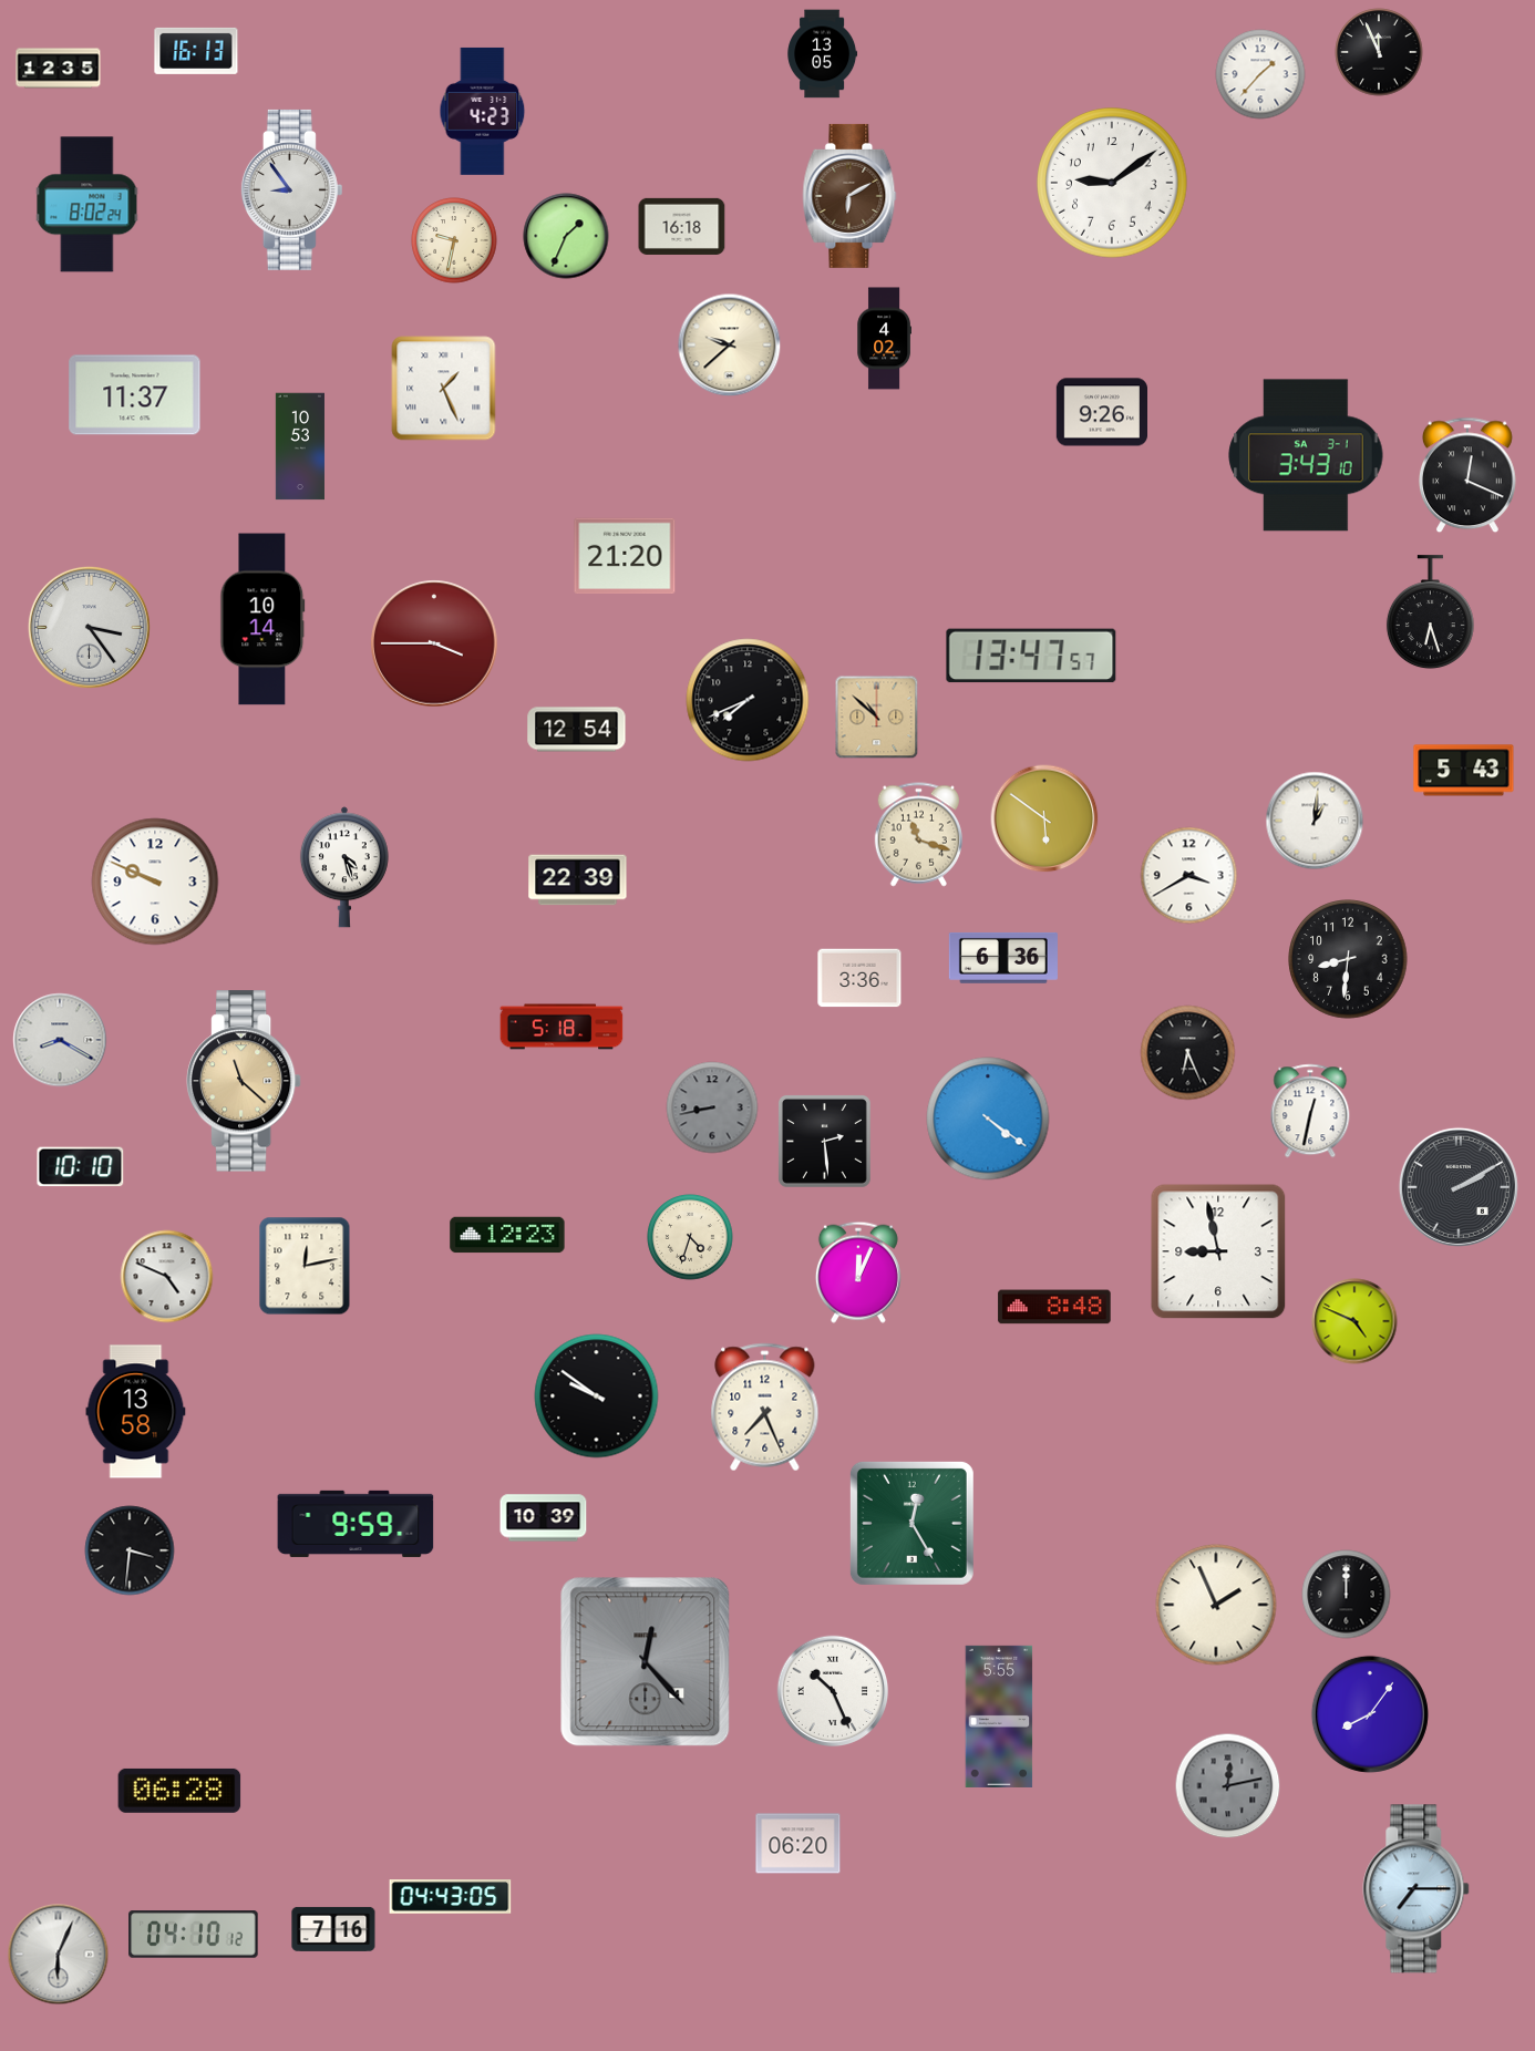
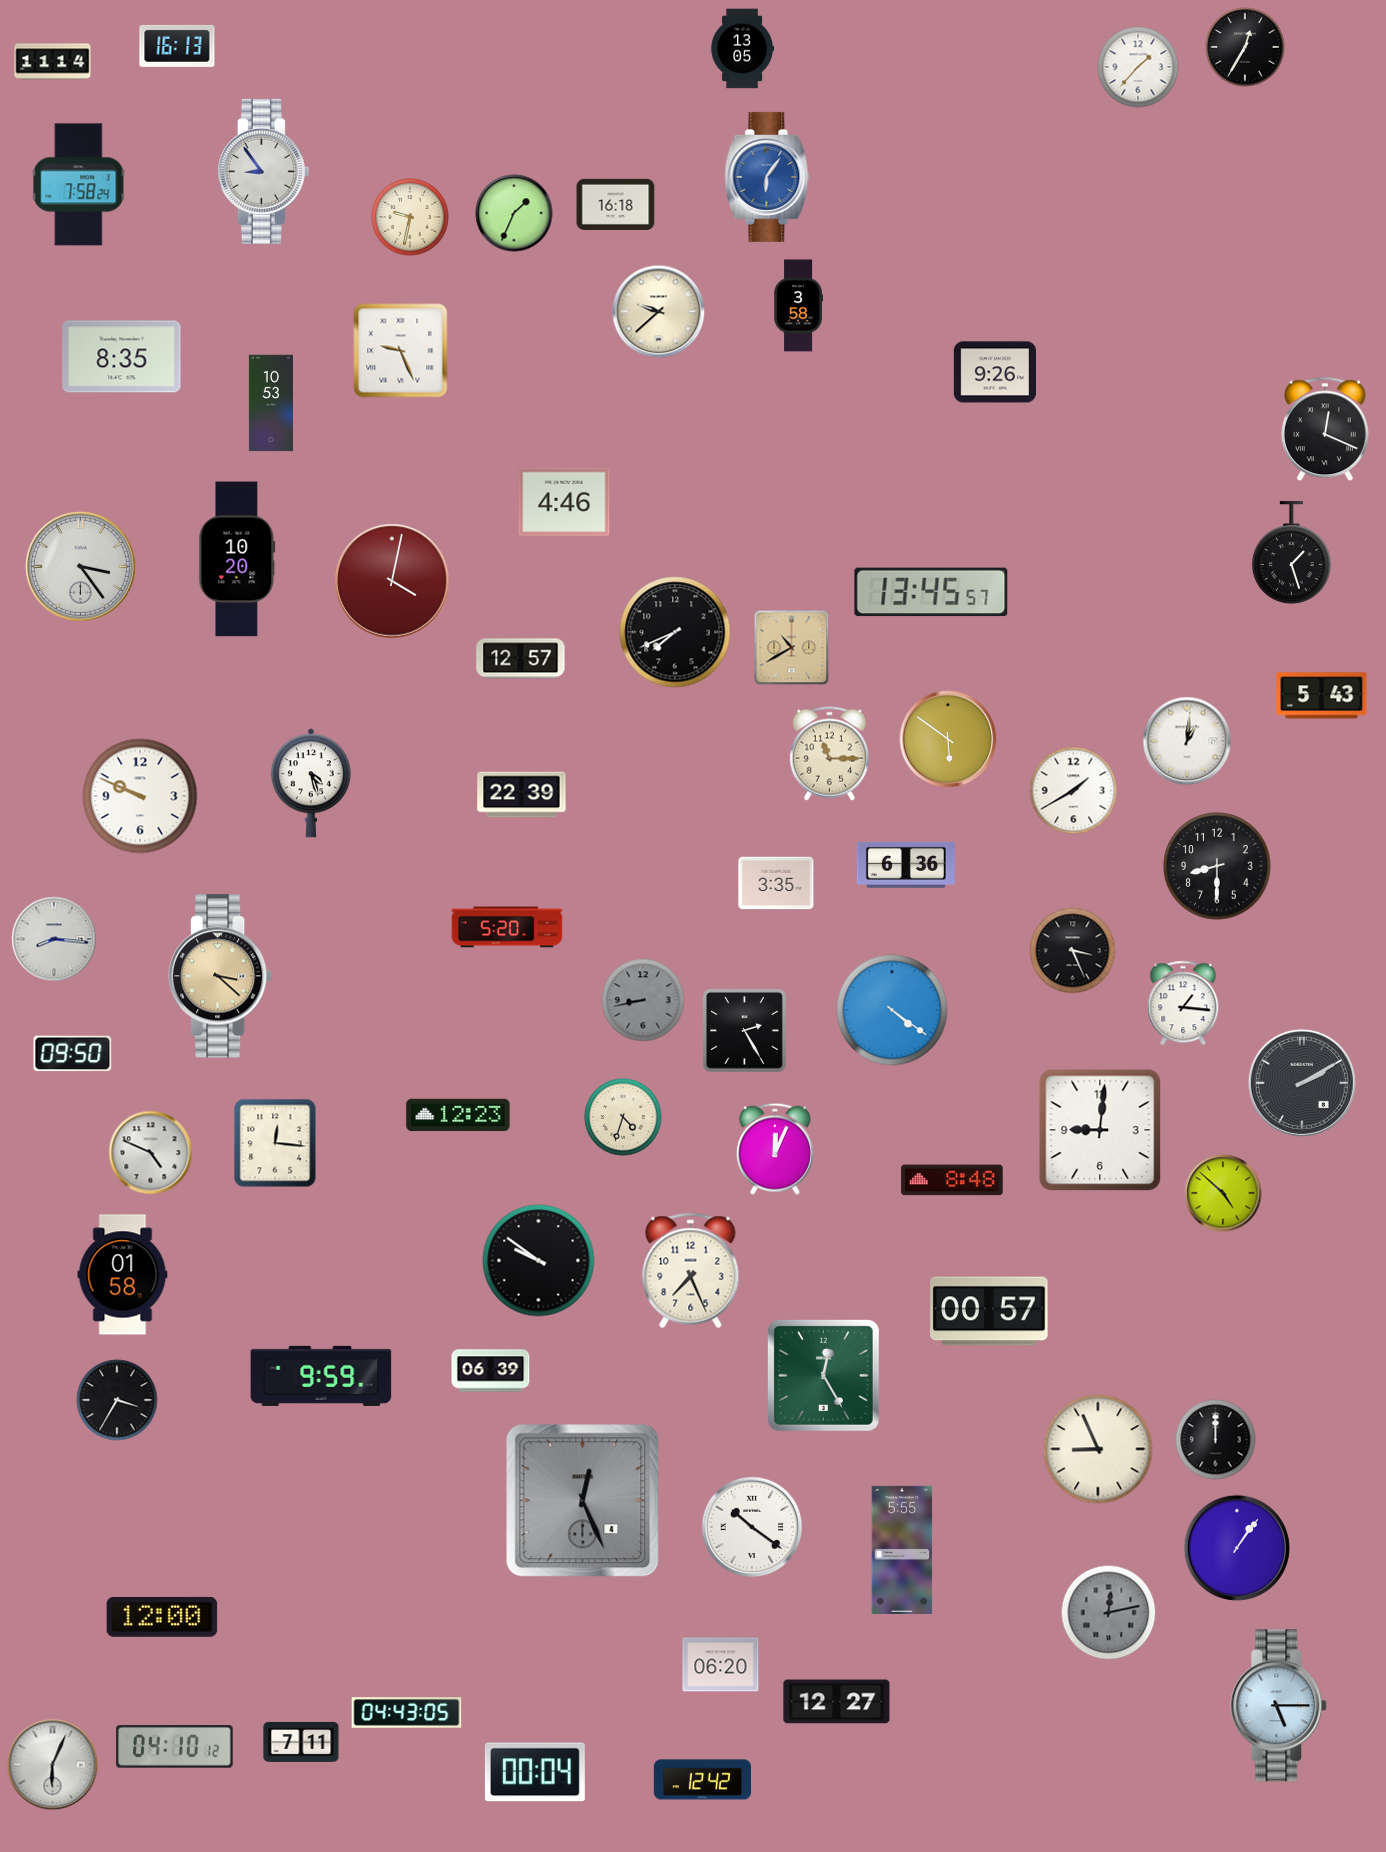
clock at (1379, 52): 11:56 -> 12:35
clock at (59, 69): 12:35 -> 11:14
clock at (483, 111): 4:23 -> none
clock at (1112, 183): 9:09 -> none
clock at (849, 196): 6:10 -> 6:06
clock at (849, 196) dial: brown -> blue
clock at (87, 205): 8:02 -> 7:58
clock at (566, 236) position: (566, 236) -> (514, 213)
clock at (884, 339): 4:02 -> 3:58
clock at (444, 389): 1:26 -> 9:26
clock at (135, 395): 11:37 -> 8:35
clock at (1306, 455): 3:43 -> none
clock at (625, 556): 21:20 -> 4:46
clock at (1430, 612): 6:27 -> 1:27
clock at (262, 619): 10:14 -> 10:20
clock at (434, 643): 3:45 -> 4:02
clock at (1031, 656): 13:47 -> 13:45
clock at (877, 718): 10:52 -> 10:40
clock at (577, 730): 12:54 -> 12:57
clock at (1044, 818) position: (1044, 818) -> (948, 739)
clock at (918, 835): 11:18 -> 11:15
clock at (1189, 876): 3:40 -> 1:40
clock at (1348, 959): 8:31 -> 8:30
clock at (859, 978): 3:36 -> 3:35
clock at (562, 1027): 5:18 -> 5:20
clock at (60, 1040): 8:20 -> 8:16
clock at (1188, 1053): 6:26 -> 3:26
clock at (244, 1081): 11:22 -> 3:22
clock at (1310, 1111): 12:32 -> 1:16
clock at (825, 1142): 2:29 -> 2:25
clock at (81, 1167): 10:10 -> 09:50
clock at (1459, 1187) position: (1459, 1187) -> (1302, 1083)
clock at (1218, 1251): 8:58 -> 9:01
clock at (305, 1266): 12:13 -> 12:16
clock at (1354, 1321): 4:49 -> 4:52
clock at (136, 1412): 13:58 -> 01:58
clock at (989, 1311): none -> 00:57
clock at (544, 1518): 10:39 -> 06:39
clock at (130, 1550): 3:31 -> 3:35
clock at (1216, 1605): 1:56 -> 8:56
clock at (646, 1662): 12:23 -> 12:26
clock at (833, 1691): 10:26 -> 10:21
clock at (1370, 1714): 8:06 -> 1:06
clock at (179, 1791): 06:28 -> 12:00
clock at (837, 1702): none -> 12:27
clock at (1416, 1889): 7:15 -> 5:15
clock at (333, 1929): 7:16 -> 7:11
clock at (535, 1772): none -> 00:04
clock at (703, 1780): none -> 12:42
